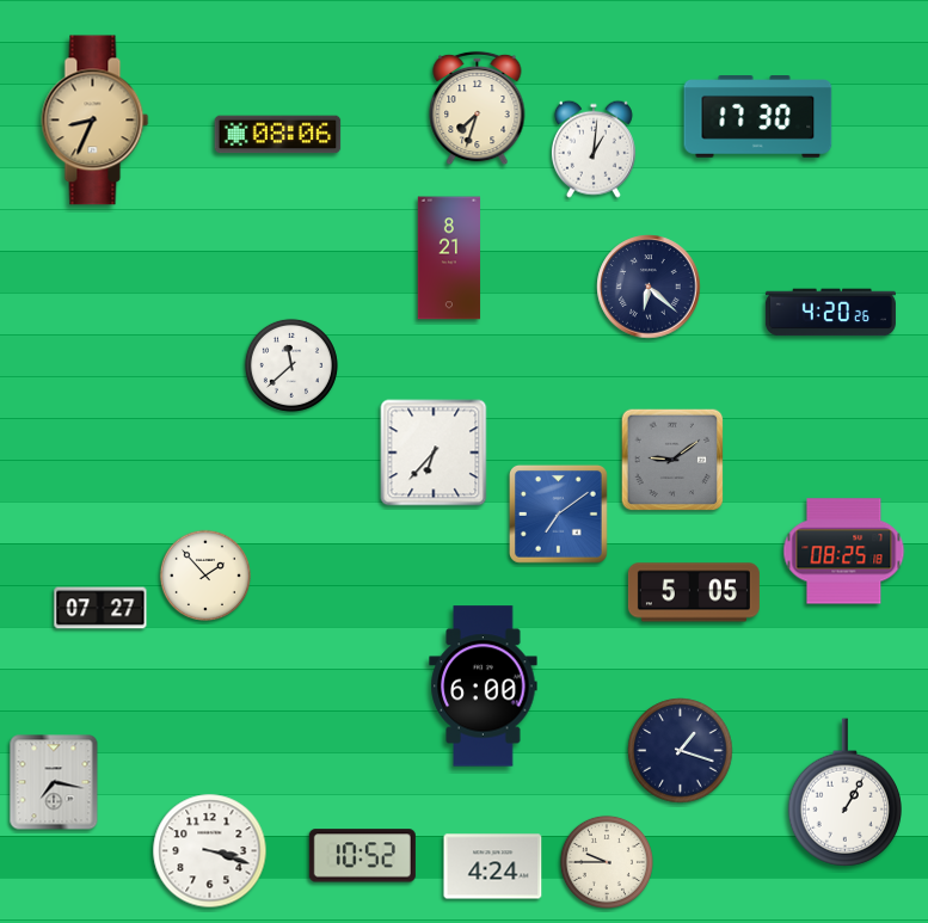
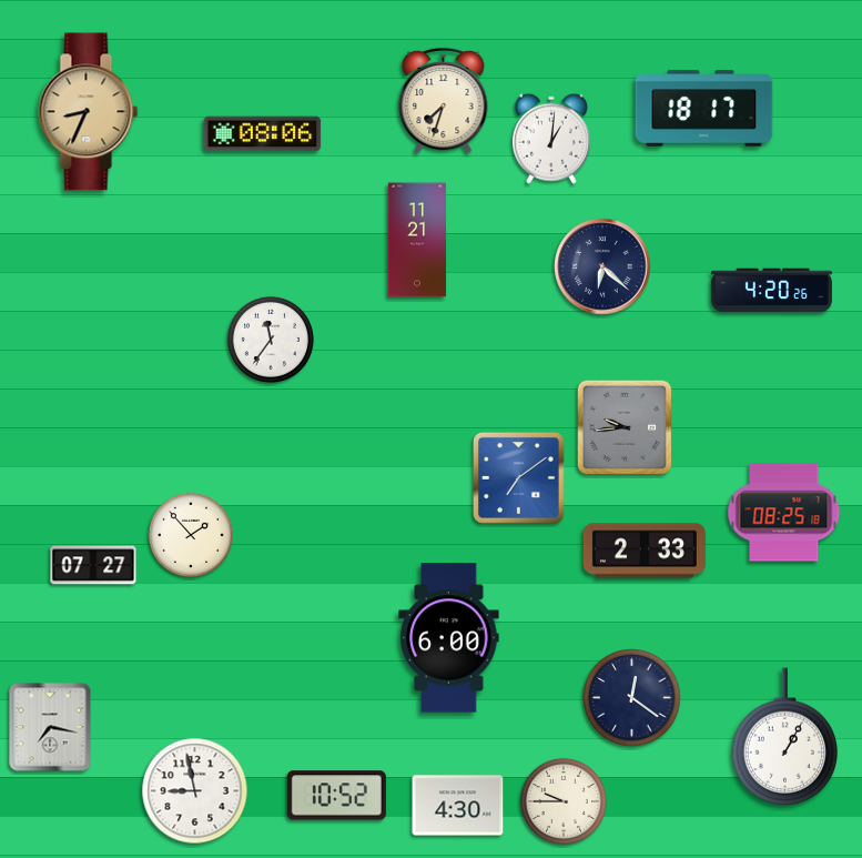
clock at (758, 117): 17:30 -> 18:17
clock at (278, 135) position: (278, 135) -> (263, 134)
clock at (449, 258): 8:21 -> 11:21
clock at (291, 365): 11:38 -> 11:36
clock at (434, 453): 6:37 -> none
clock at (672, 460): 9:09 -> 9:44
clock at (694, 592): 5:05 -> 2:33
clock at (681, 751): 1:18 -> 12:21
clock at (210, 851): 3:18 -> 8:58
clock at (493, 867): 4:24 -> 4:30
